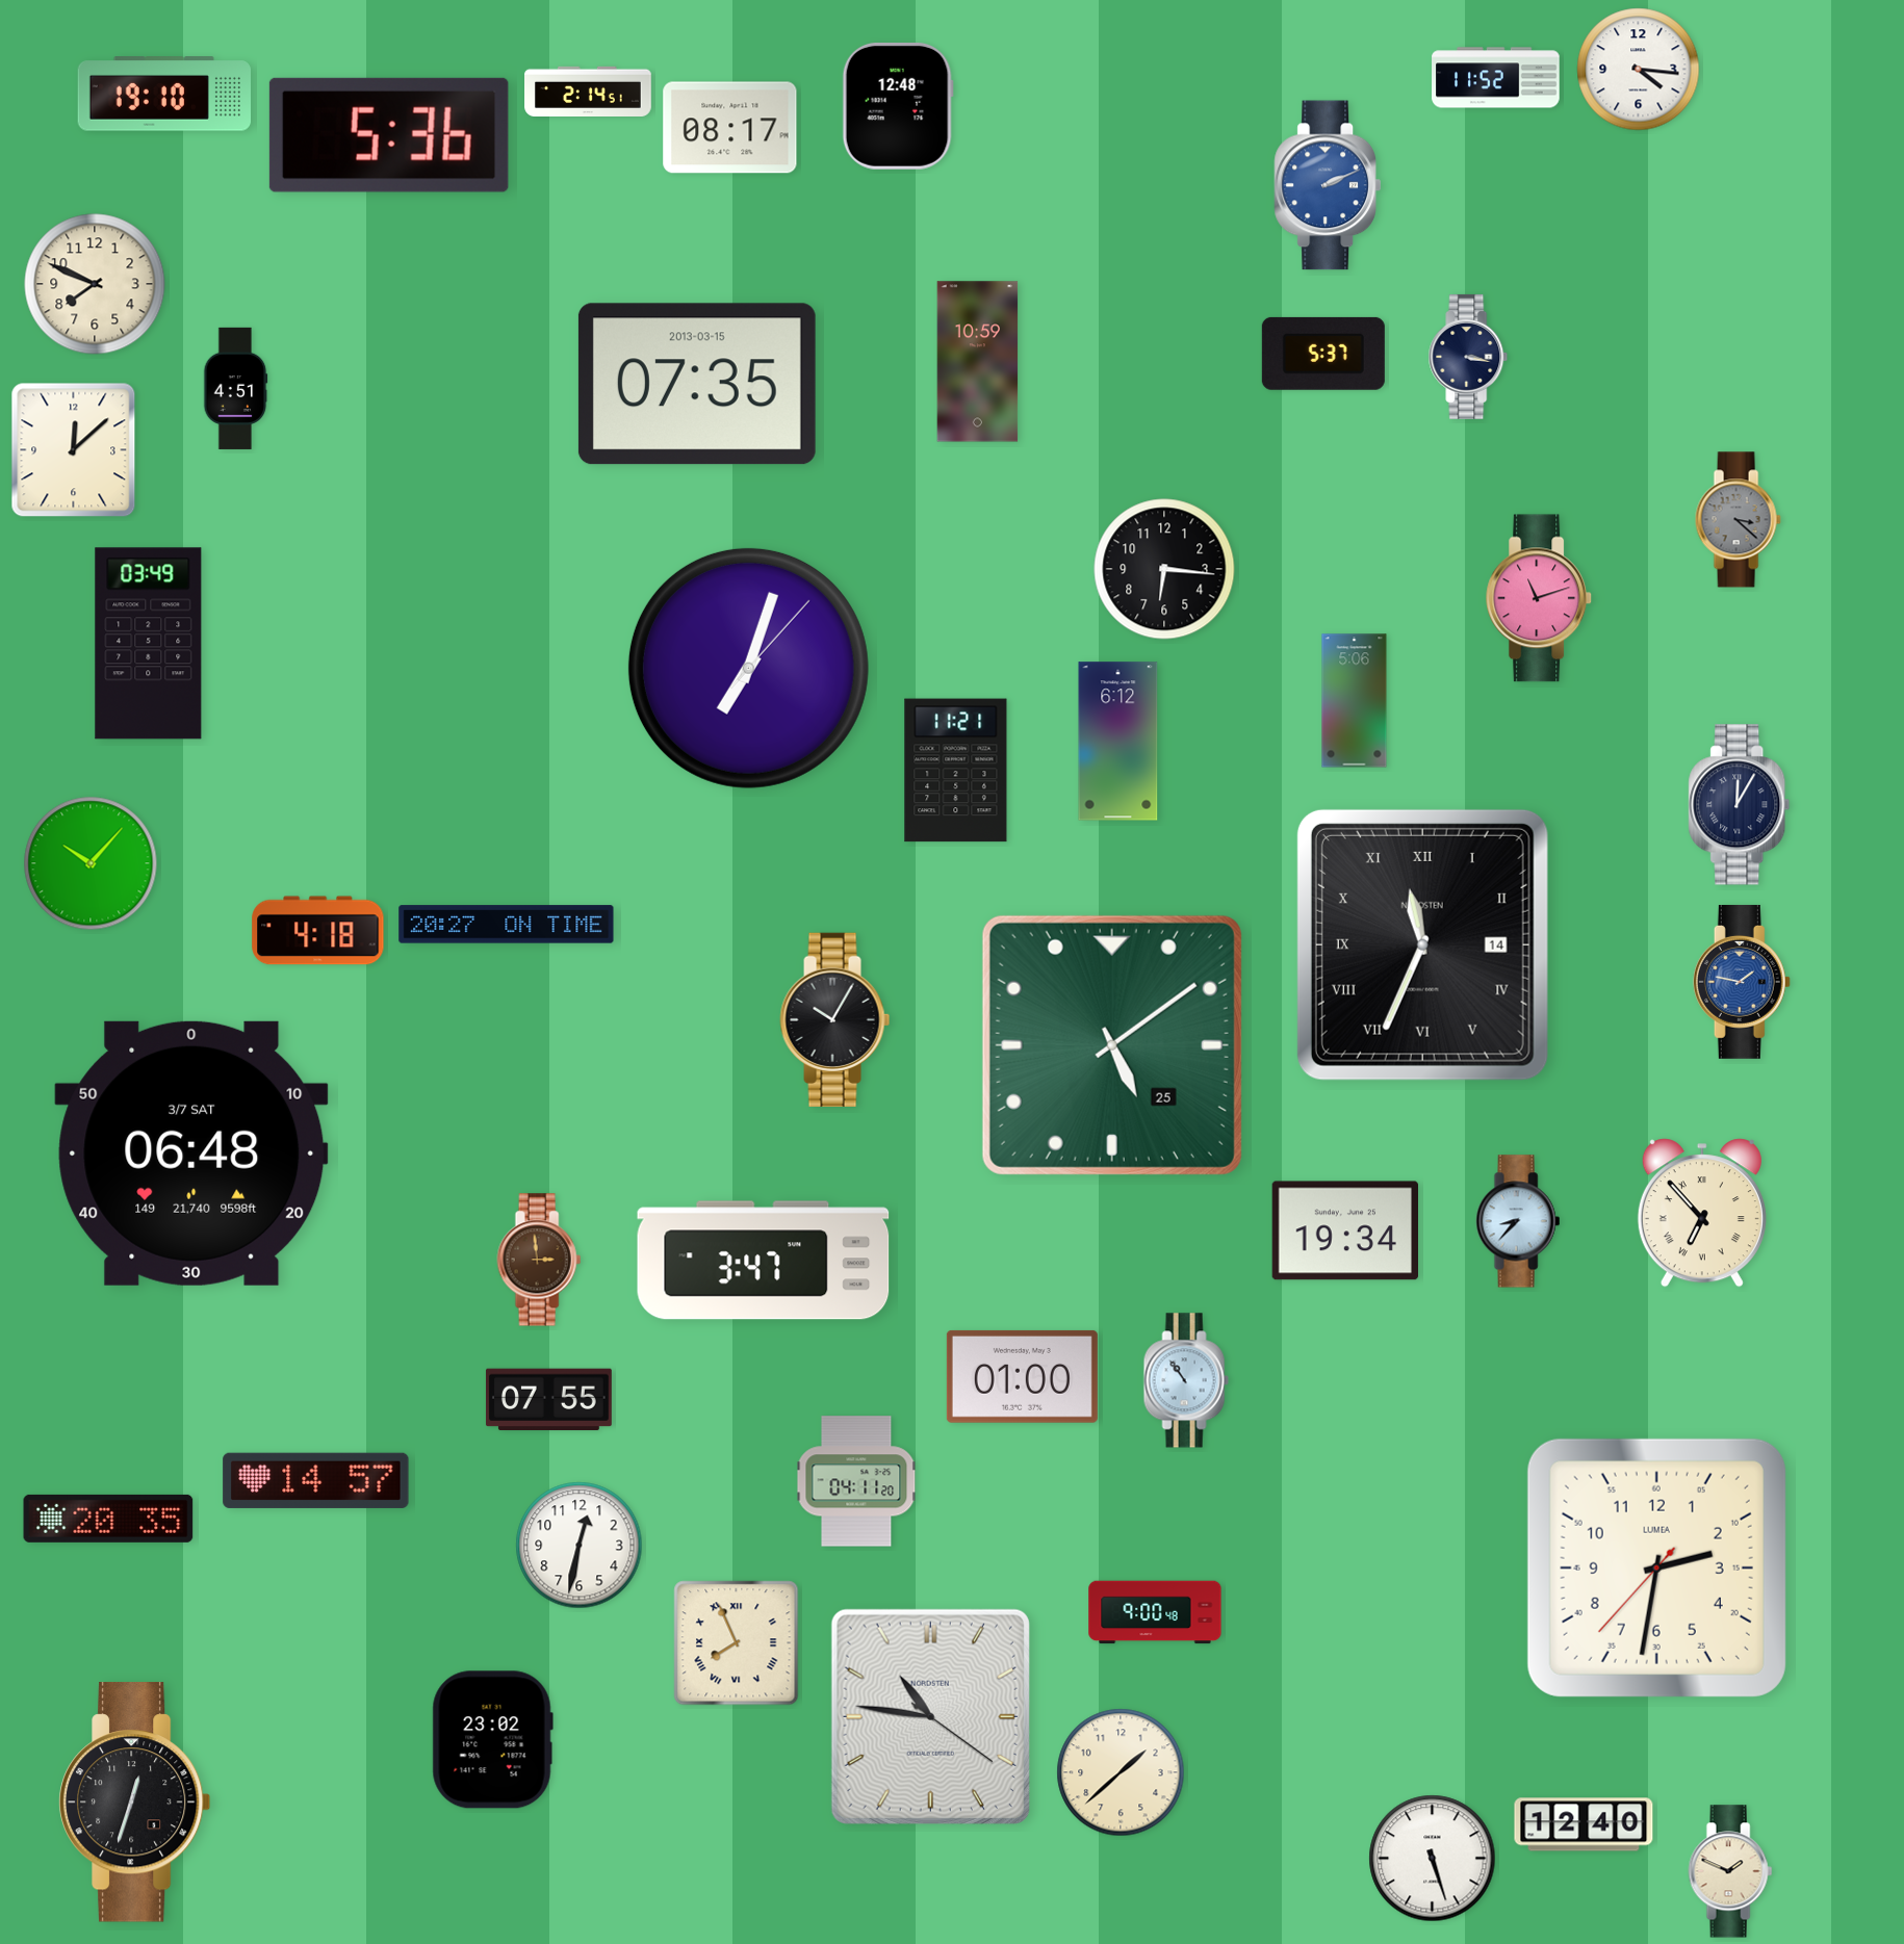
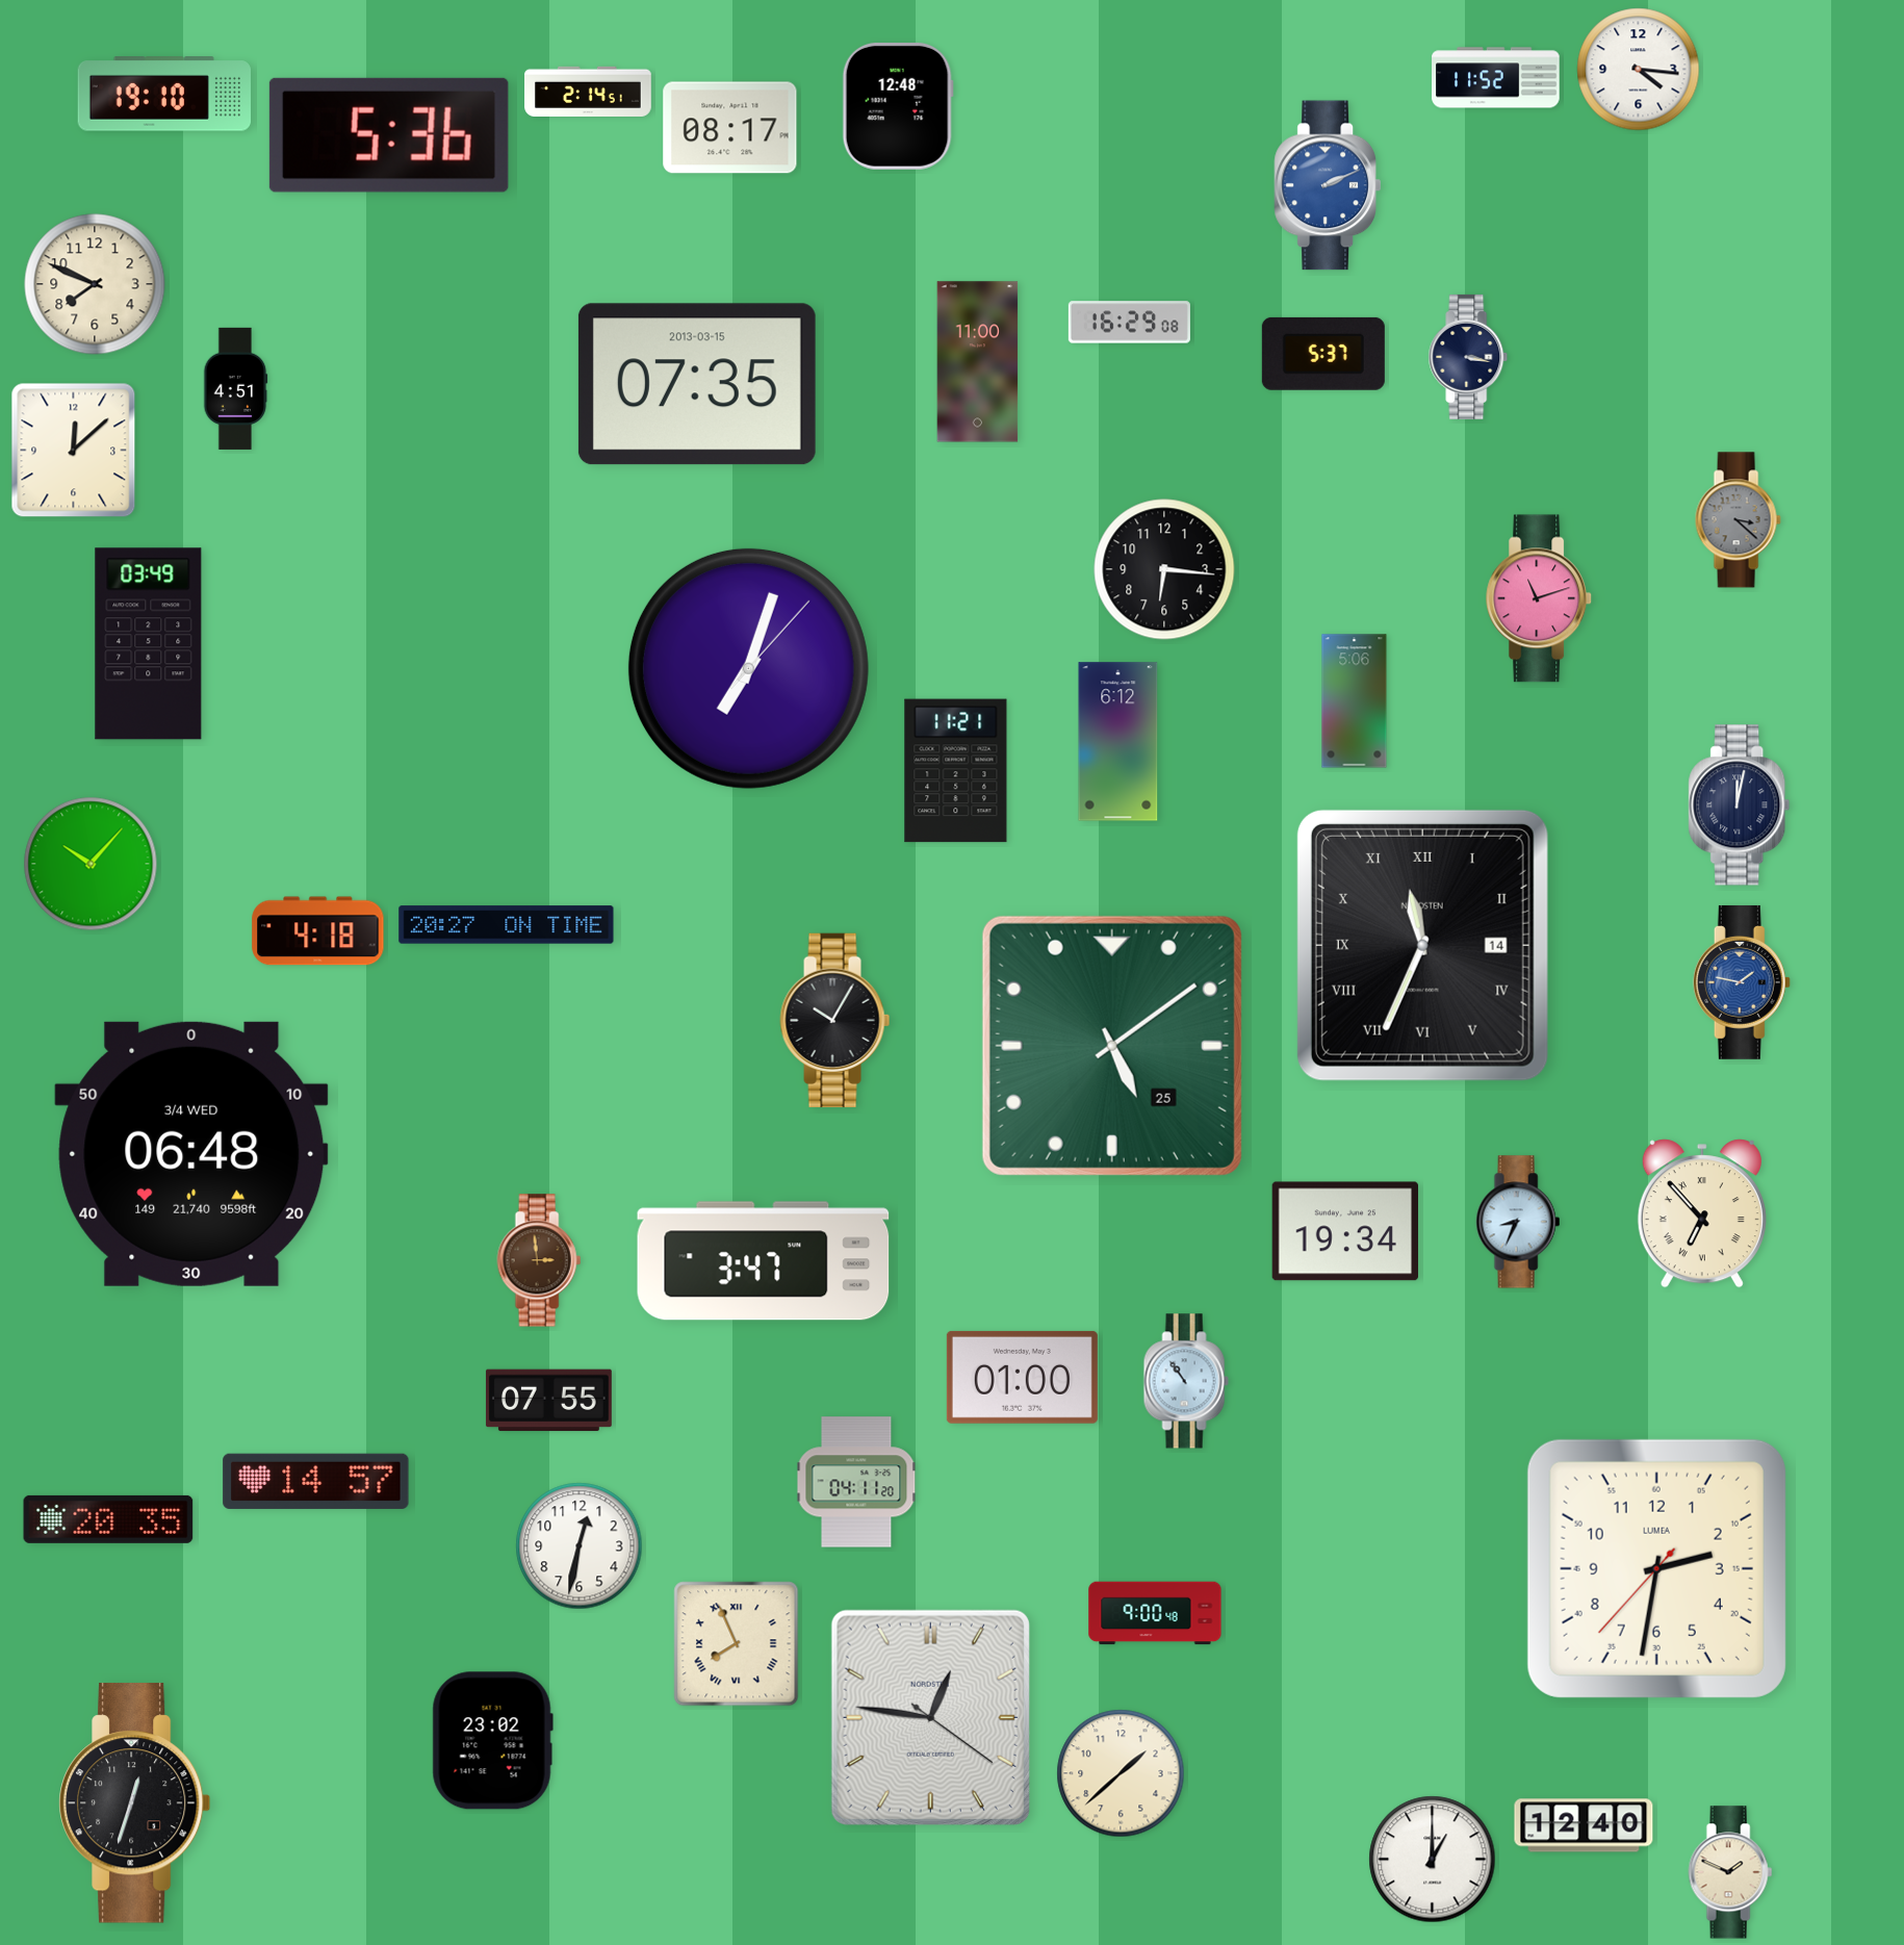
clock at (1129, 323): none -> 16:29
clock at (978, 362): 10:59 -> 11:00
clock at (1740, 805): 12:05 -> 12:02
clock at (191, 1154) date: 3/7 SAT -> 3/4 WED
clock at (1518, 1221): 8:37 -> 8:34
clock at (930, 1716): 10:46 -> 12:46
clock at (1433, 1859): 5:27 -> 1:00
